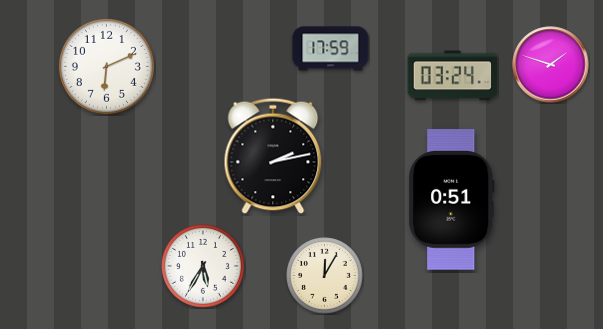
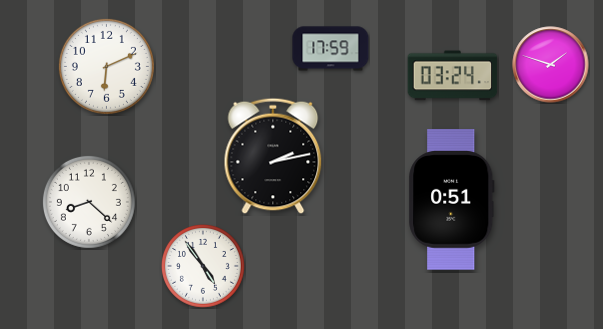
clock at (89, 202): none -> 8:22
clock at (203, 266): 5:35 -> 4:54
clock at (325, 276): 12:05 -> none
